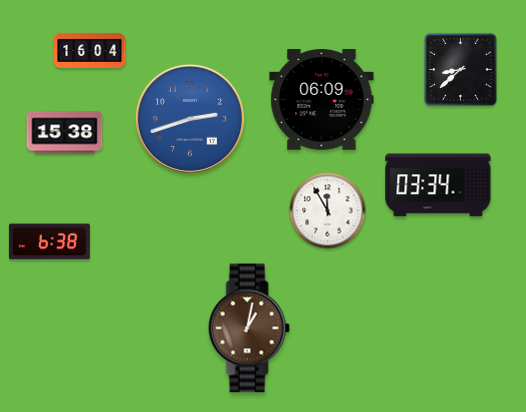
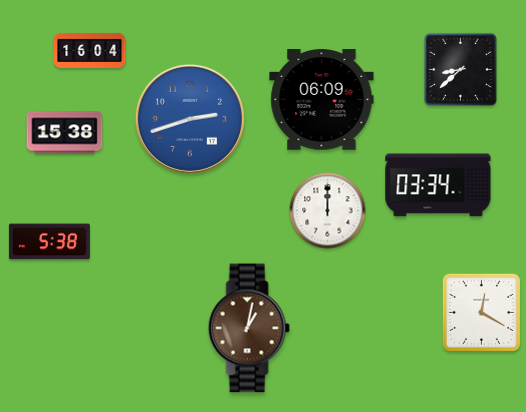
clock at (328, 211): 11:55 -> 12:00
clock at (49, 242): 6:38 -> 5:38
clock at (481, 312): none -> 12:20
